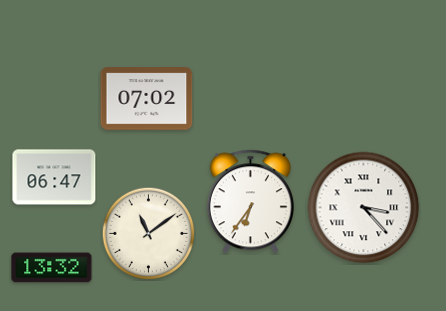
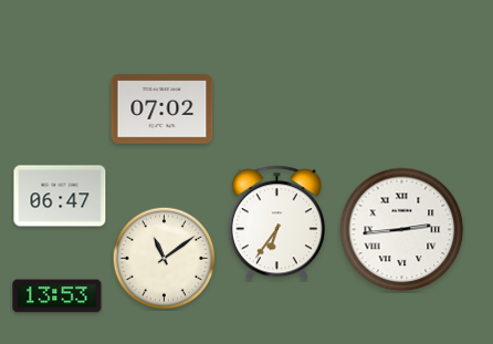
clock at (364, 208): 3:23 -> 2:44
clock at (52, 268): 13:32 -> 13:53
